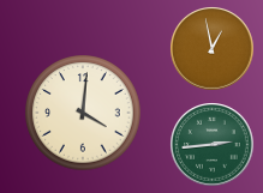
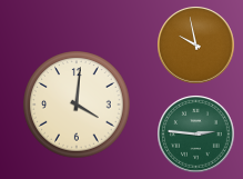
clock at (213, 49): 12:58 -> 9:58
clock at (213, 145): 2:44 -> 2:46
